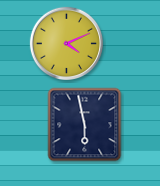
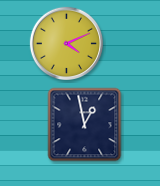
clock at (85, 125): 5:58 -> 12:58
